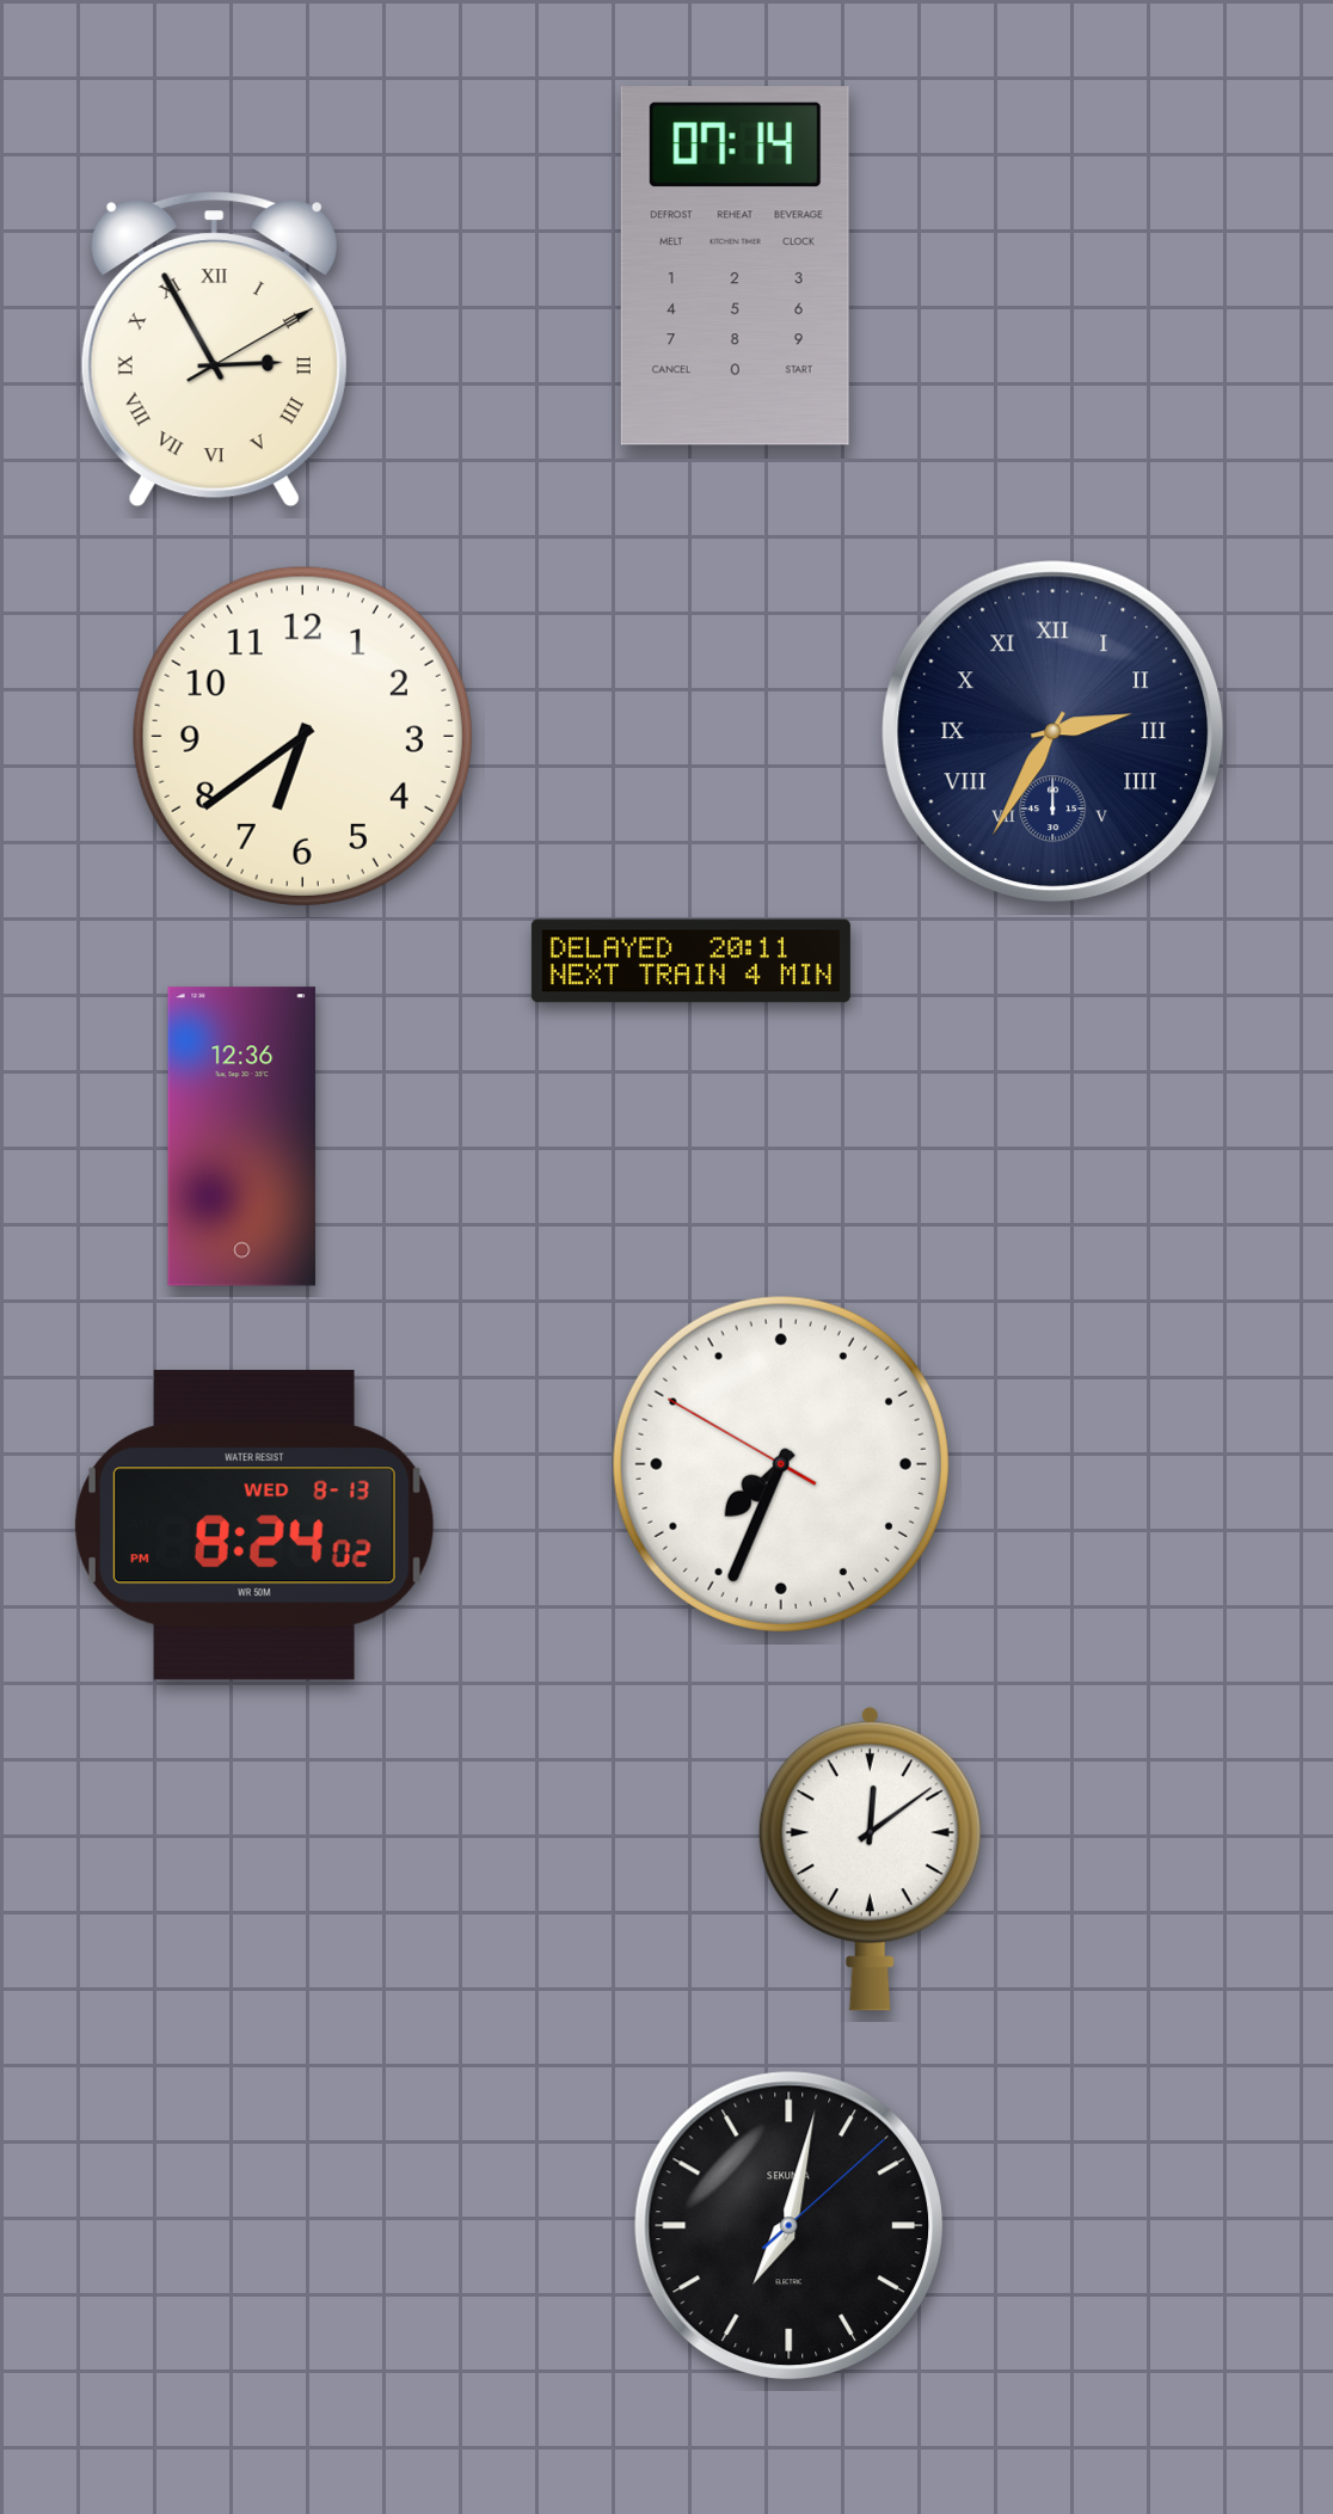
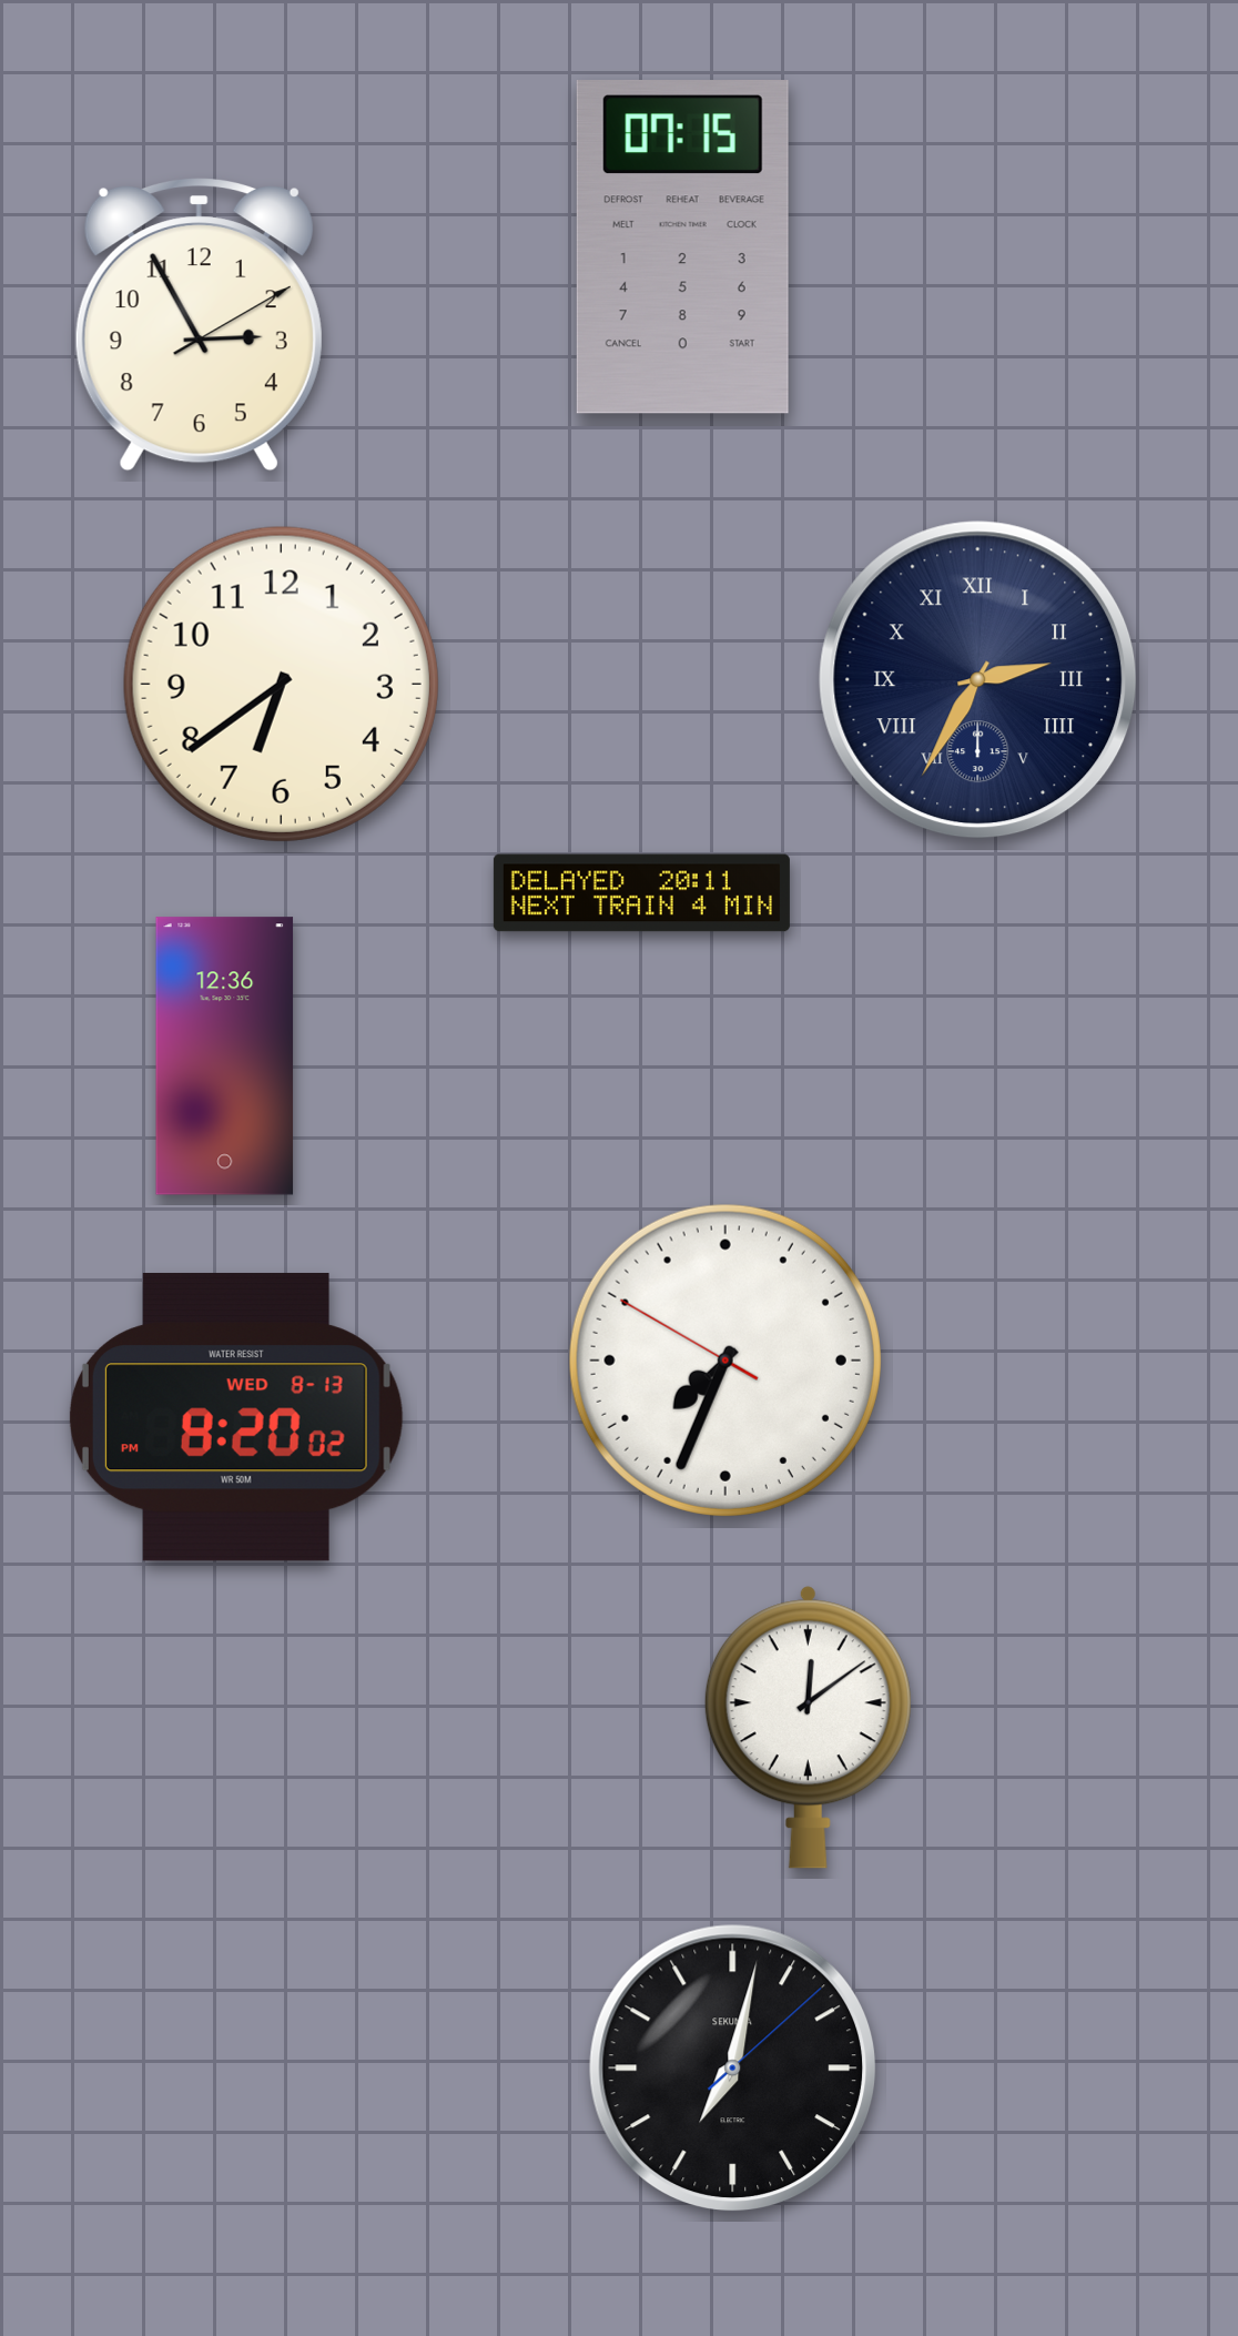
clock at (735, 266): 07:14 -> 07:15
clock at (214, 350) numerals: Roman -> Arabic
clock at (254, 1525): 8:24 -> 8:20
